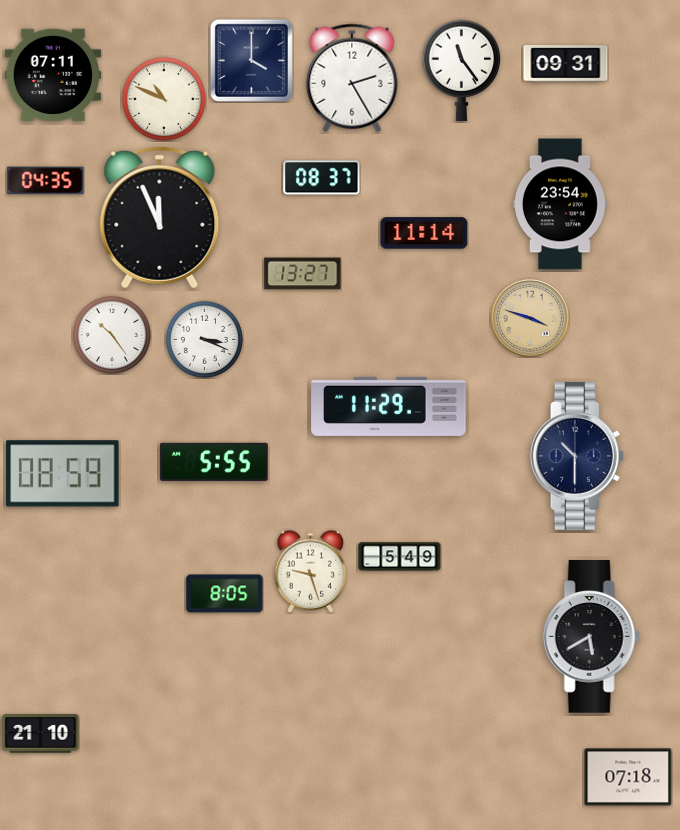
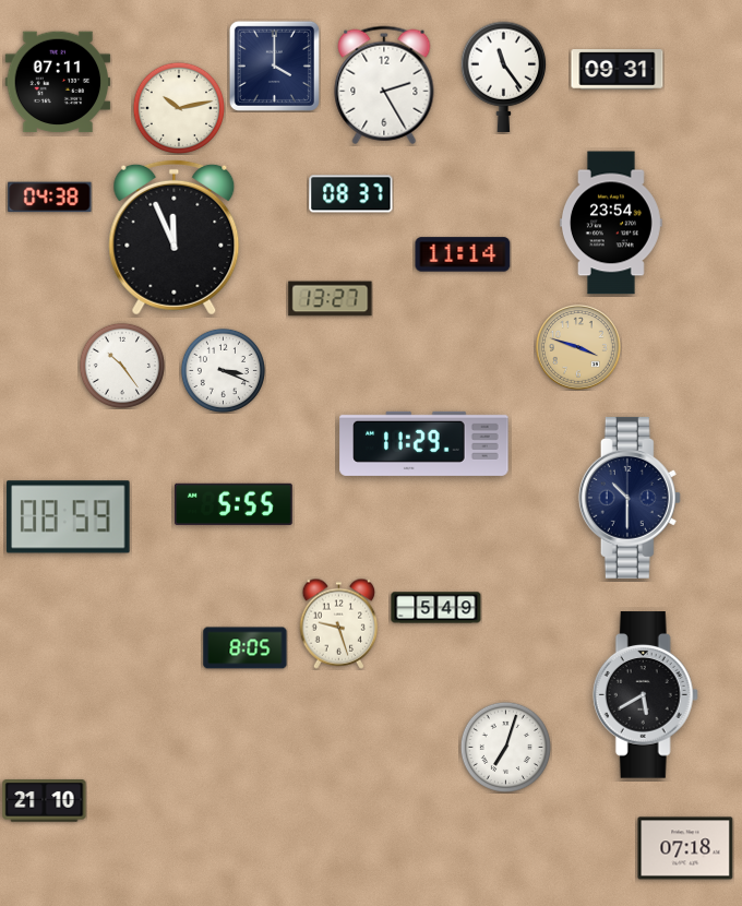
clock at (163, 98): 10:49 -> 10:13
clock at (46, 181): 04:35 -> 04:38
clock at (505, 747): none -> 7:03
